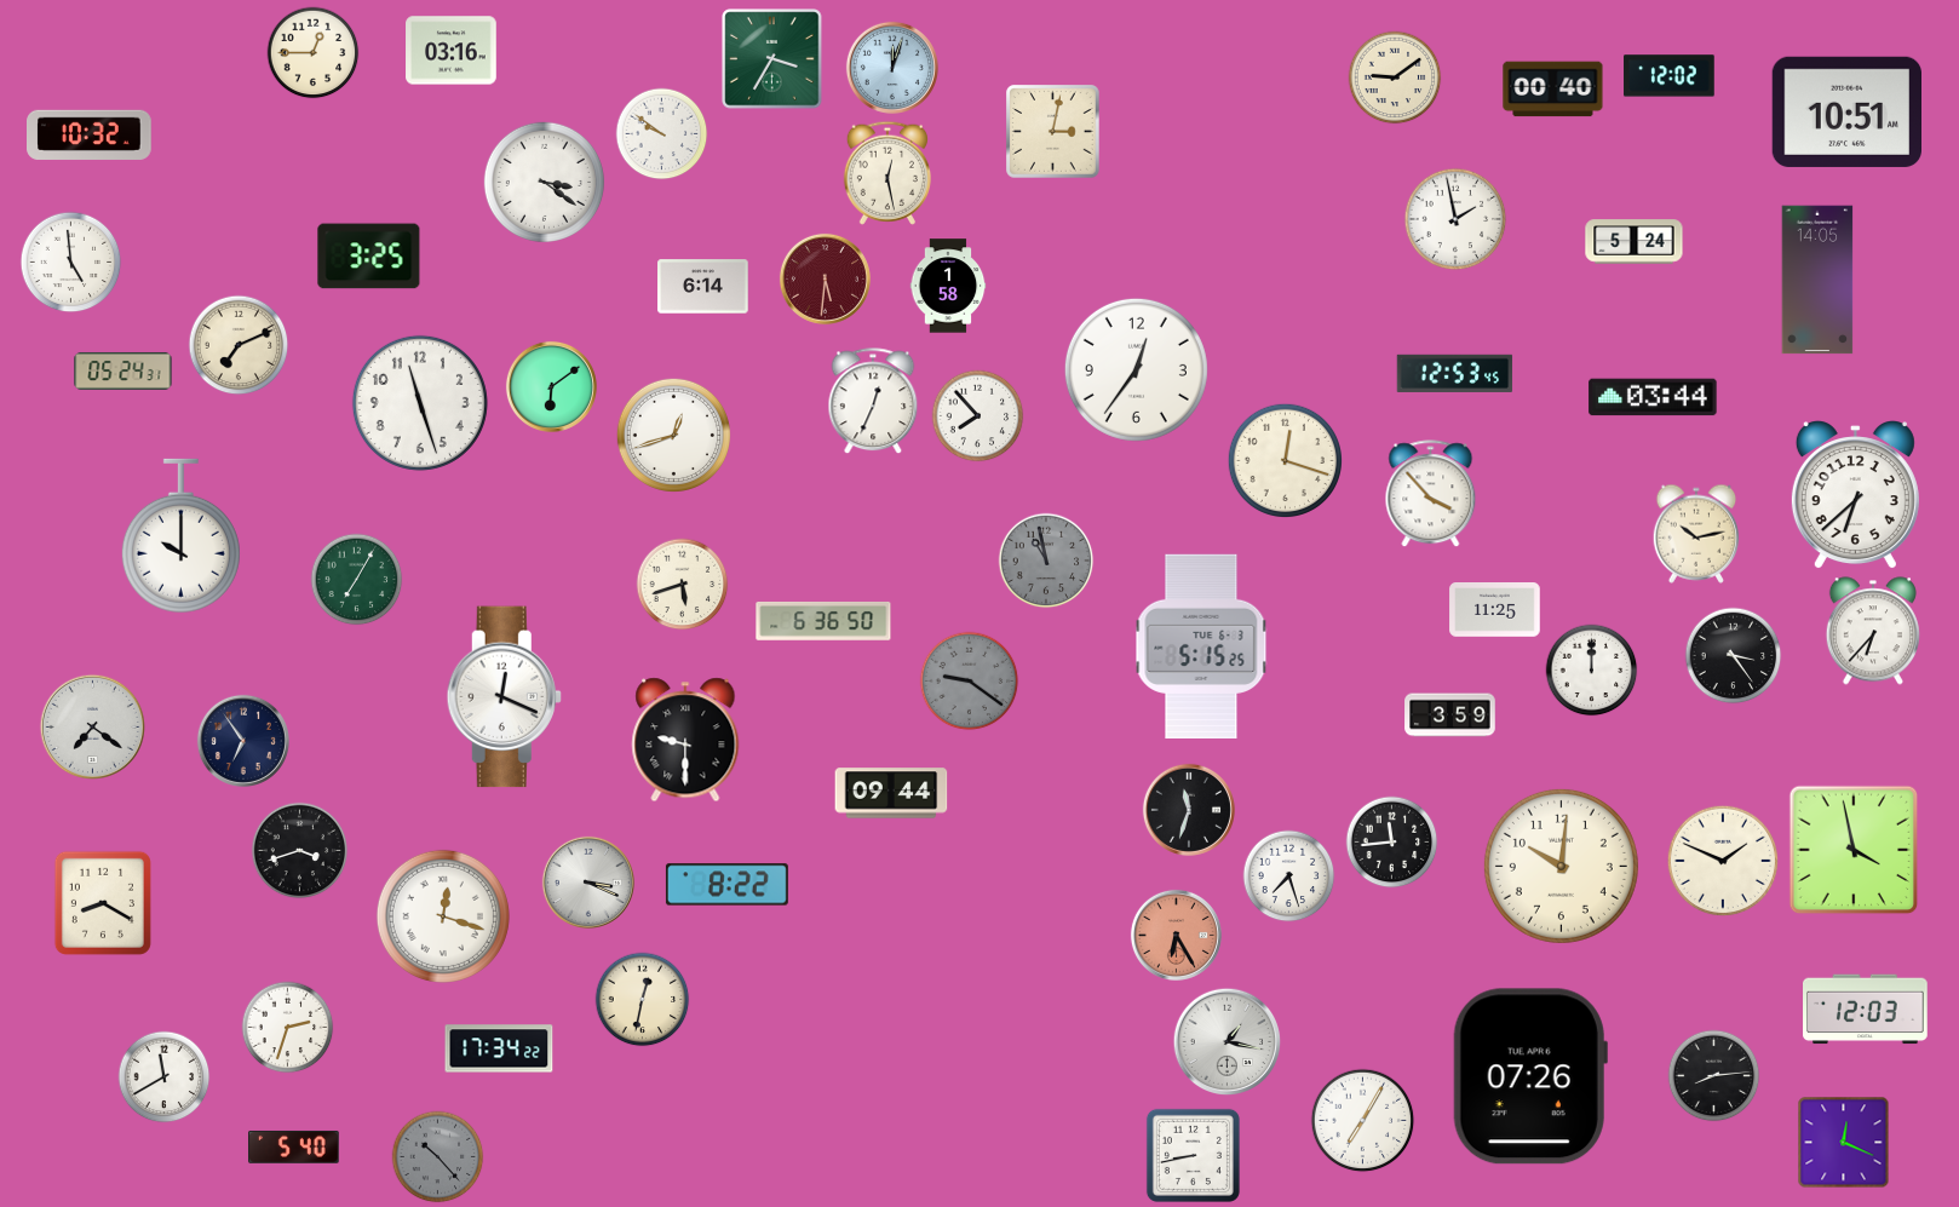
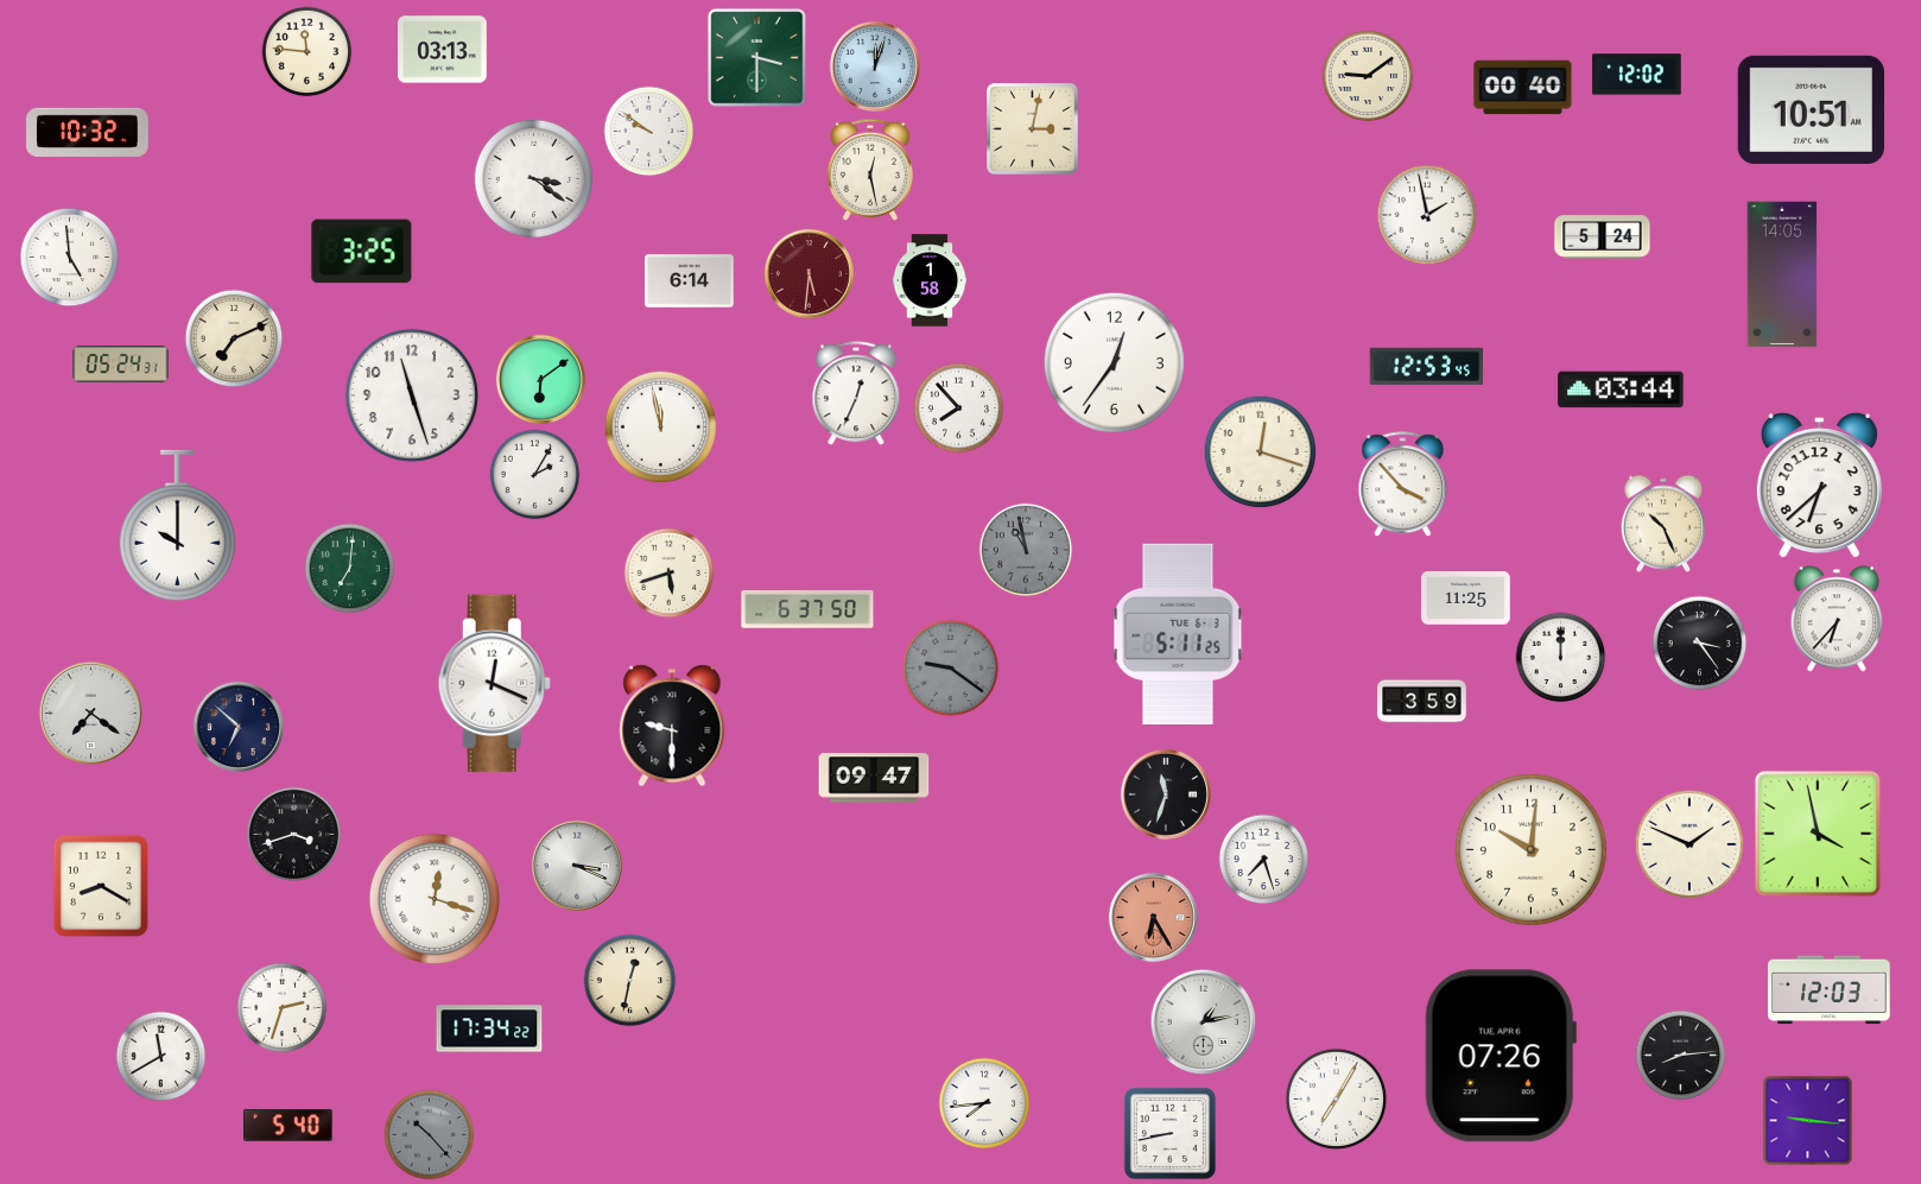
clock at (452, 51): 03:16 -> 03:13
clock at (314, 53): 12:45 -> 11:46
clock at (772, 59): 3:35 -> 3:30
clock at (673, 435): 12:42 -> 11:58
clock at (535, 475): none -> 2:05
clock at (1696, 534): 10:13 -> 10:26
clock at (357, 580): 7:05 -> 7:01
clock at (823, 621): 6:36 -> 6:37
clock at (1201, 645): 5:15 -> 5:11
clock at (243, 741): 6:54 -> 6:52
clock at (891, 793): 09:44 -> 09:47
clock at (1392, 843): 11:44 -> none
clock at (726, 885): 8:22 -> none
clock at (1228, 1042): 1:17 -> 1:13
clock at (984, 1103): none -> 7:44
clock at (1844, 1143): 12:19 -> 9:16
